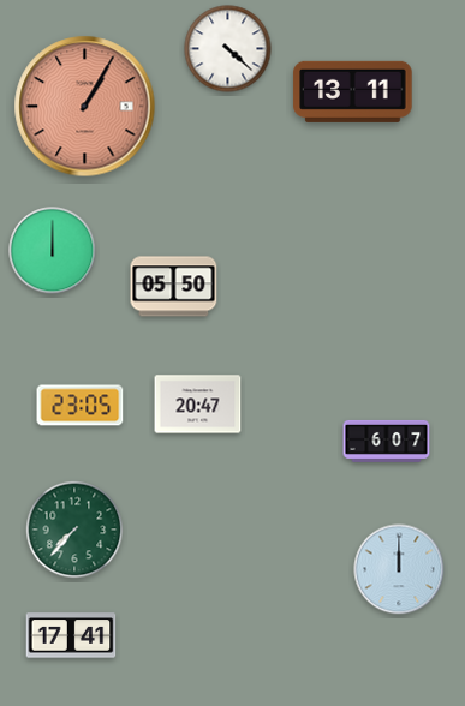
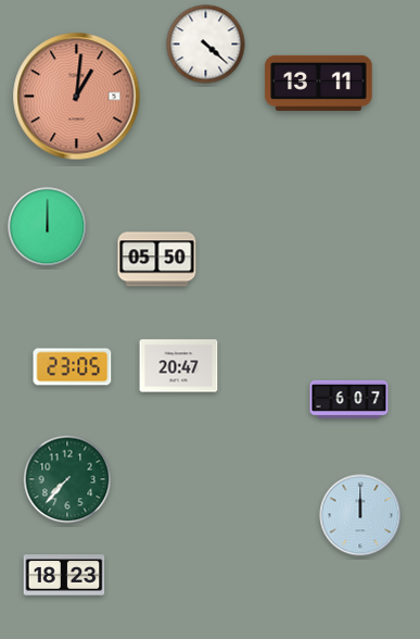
clock at (85, 107): 1:05 -> 1:01
clock at (71, 635): 17:41 -> 18:23
